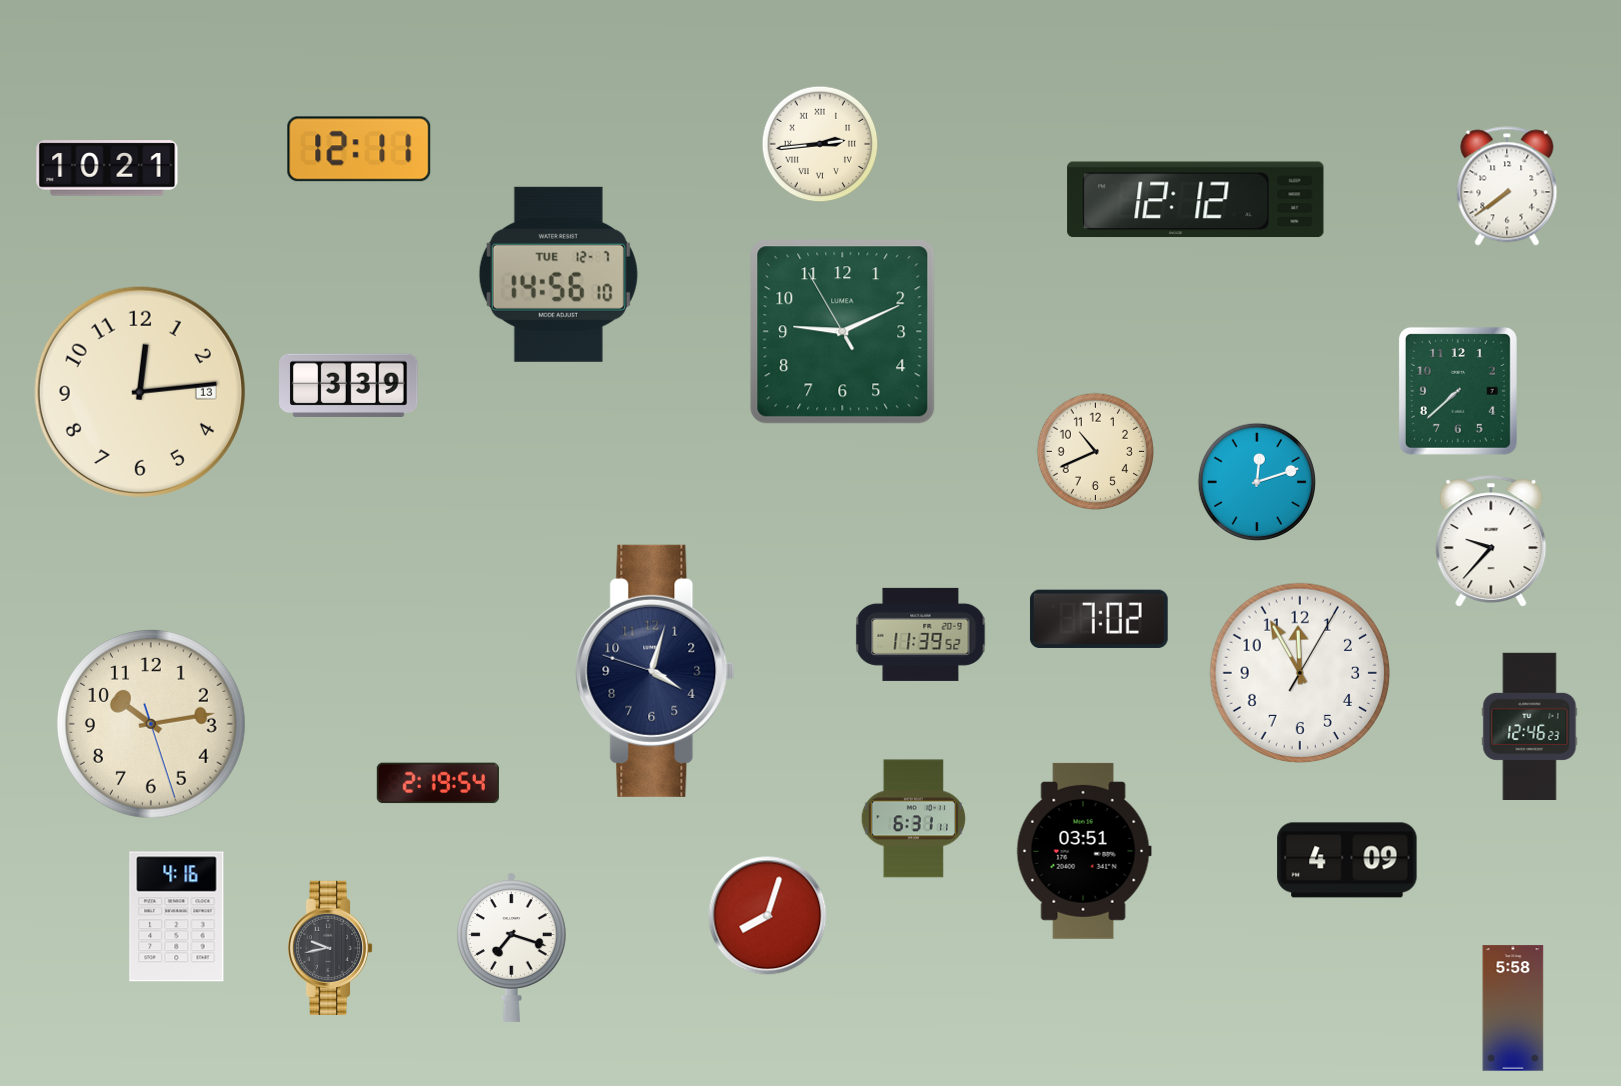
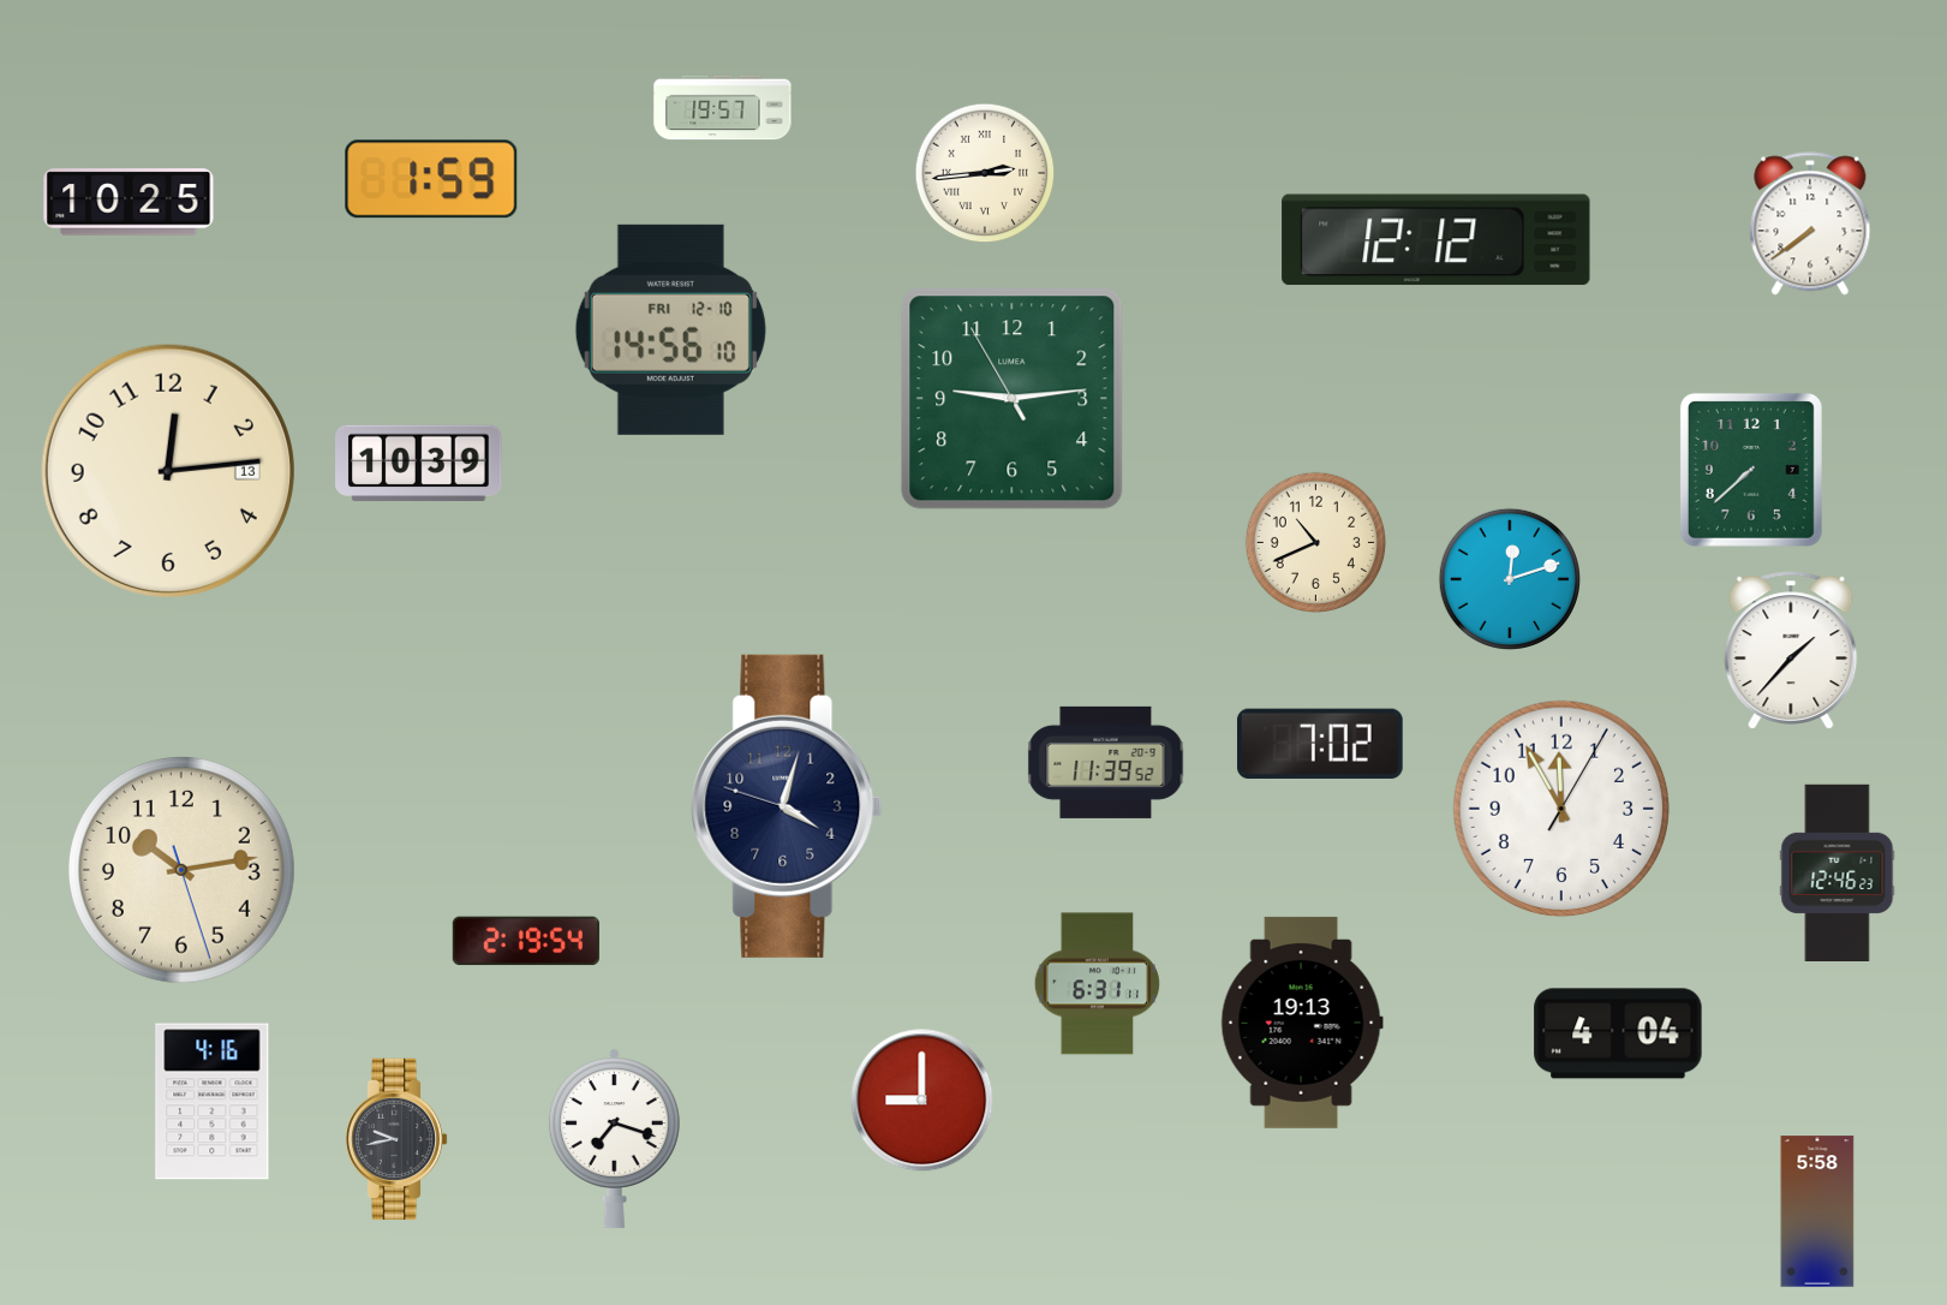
clock at (723, 108): none -> 19:57
clock at (359, 149): 12:11 -> 1:59
clock at (107, 168): 10:21 -> 10:25
clock at (558, 274) date: TUE 12-7 -> FRI 12-10
clock at (843, 332): 9:10 -> 9:13
clock at (349, 385): 3:39 -> 10:39
clock at (1491, 541): 9:37 -> 1:37
clock at (1084, 851): 03:51 -> 19:13
clock at (1347, 860): 4:09 -> 4:04
clock at (768, 916): 8:03 -> 9:00
